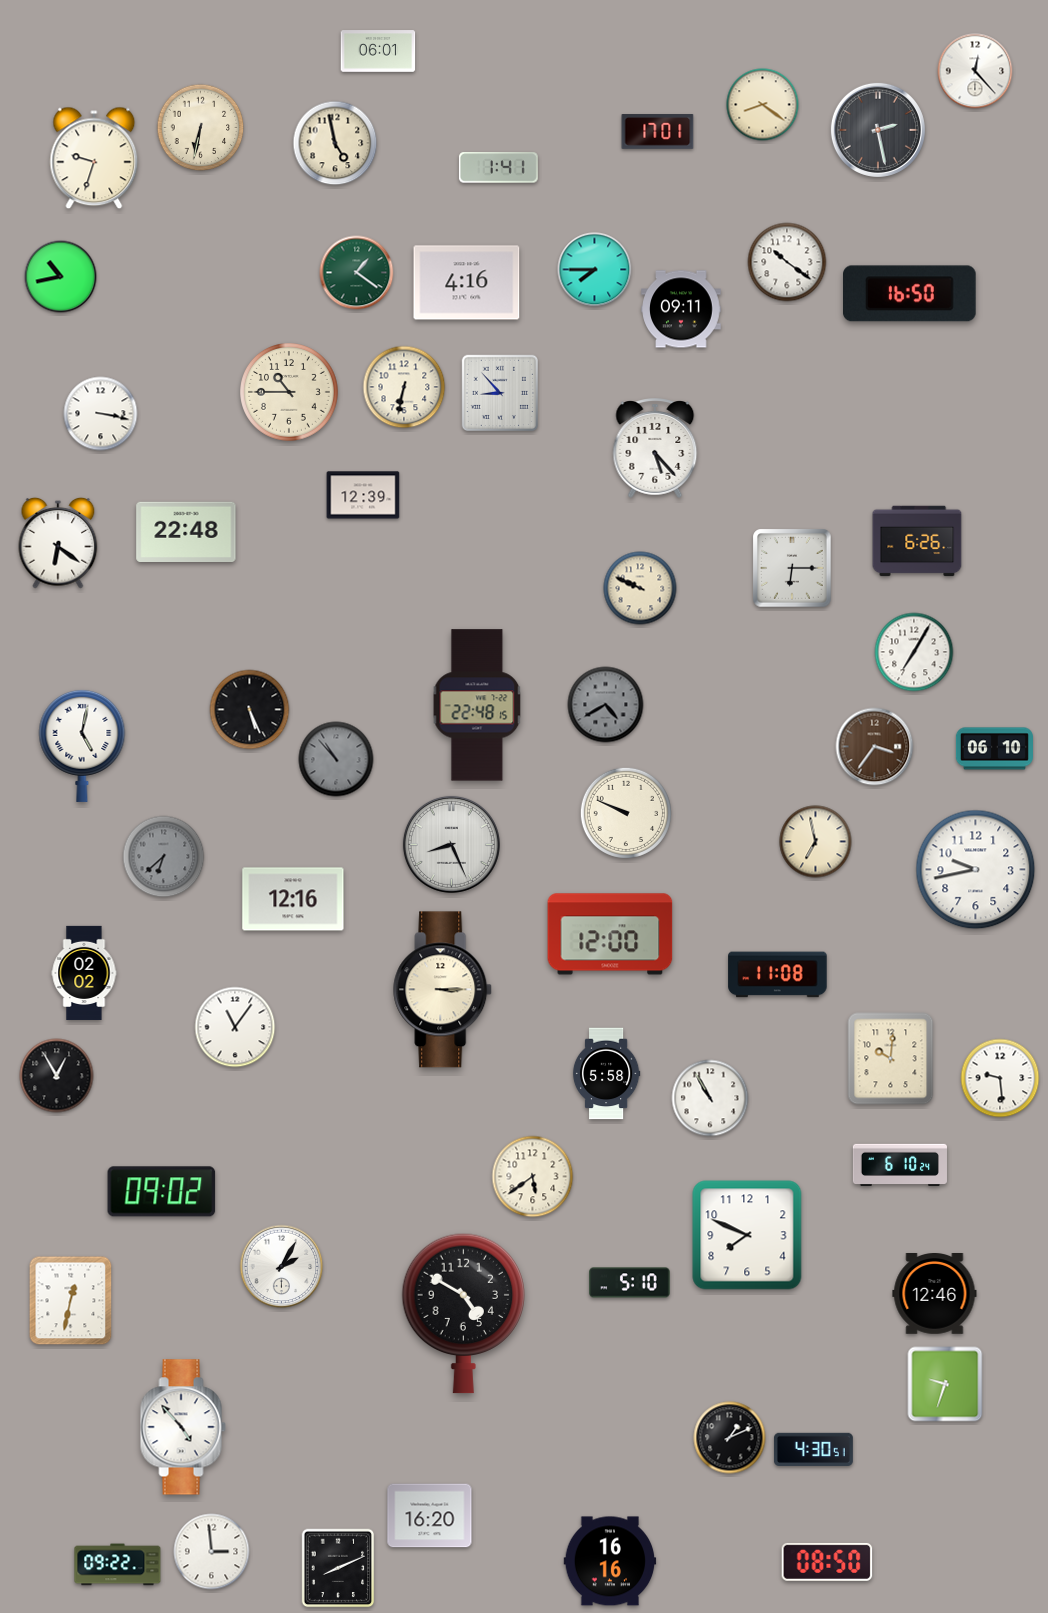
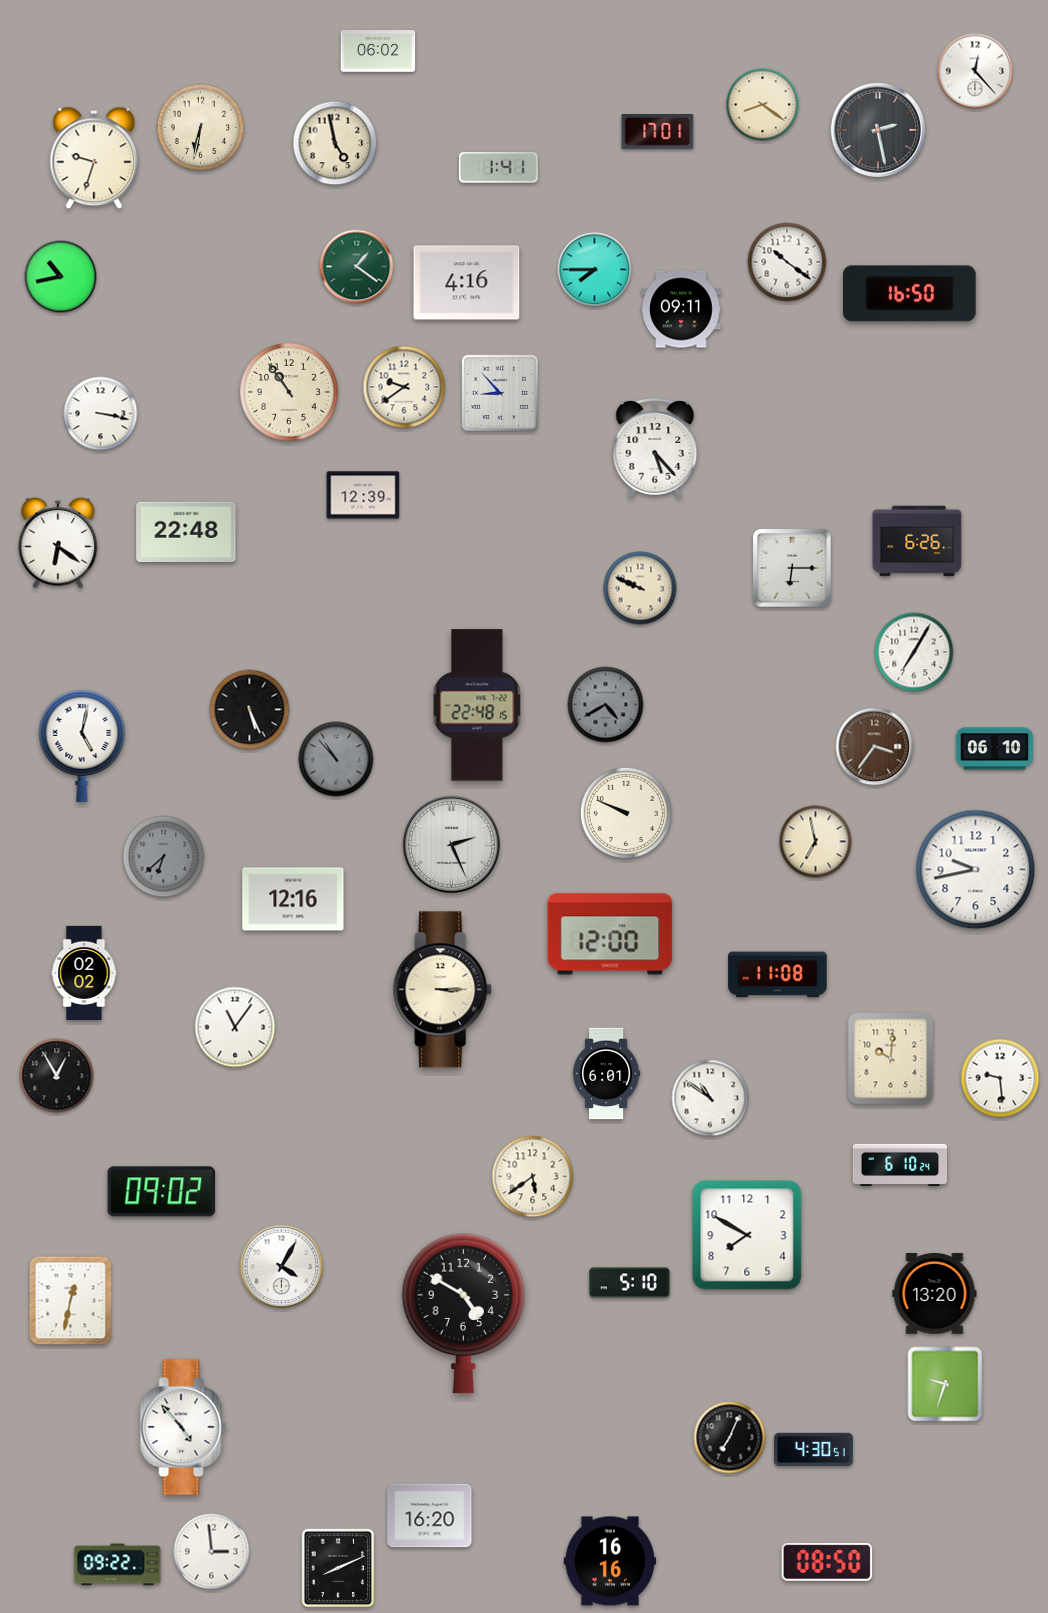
clock at (378, 51): 06:01 -> 06:02
clock at (357, 273) position: (357, 273) -> (357, 267)
clock at (404, 387): 6:32 -> 9:39
clock at (290, 393): 10:45 -> 10:54
clock at (451, 844): 8:26 -> 2:26
clock at (606, 1074): 5:58 -> 6:01
clock at (710, 1098): 10:55 -> 10:51
clock at (747, 1235): 7:49 -> 7:50
clock at (282, 1267): 2:05 -> 4:05
clock at (935, 1294): 12:46 -> 13:20
clock at (730, 1438): 1:11 -> 7:04
